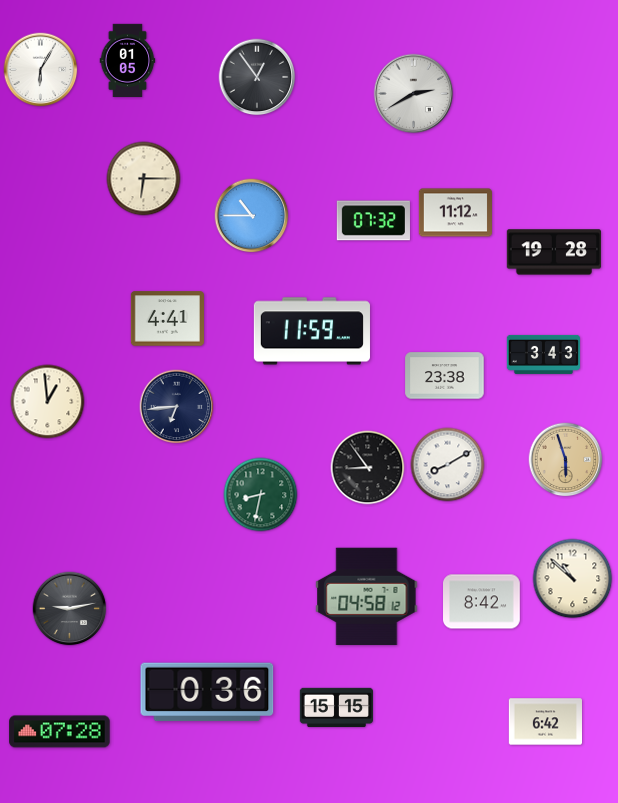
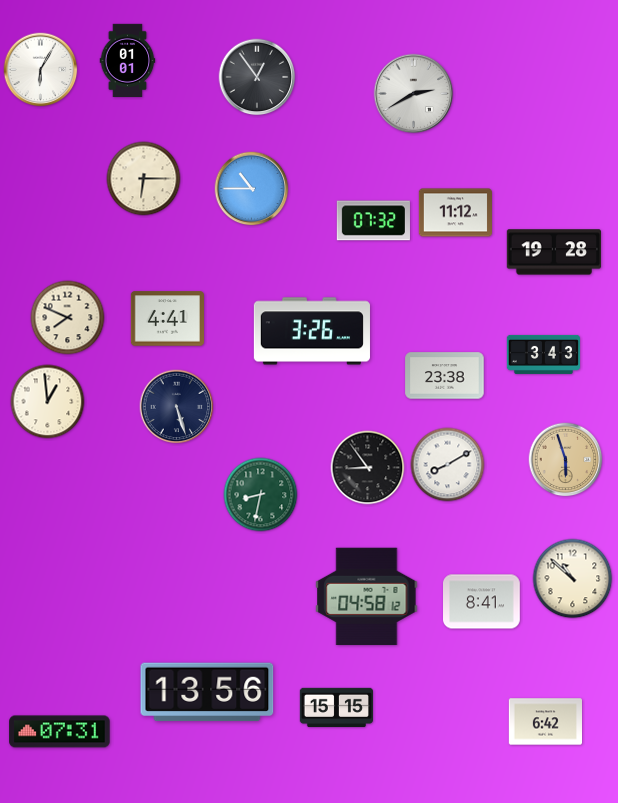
clock at (128, 60): 01:05 -> 01:01
clock at (252, 216) position: (252, 216) -> (252, 189)
clock at (68, 318): none -> 7:49
clock at (312, 331): 11:59 -> 3:26
clock at (177, 407): 6:44 -> 5:27
clock at (482, 602): 8:42 -> 8:41
clock at (70, 609): 9:13 -> none
clock at (207, 692): 0:36 -> 13:56
clock at (60, 732): 07:28 -> 07:31
